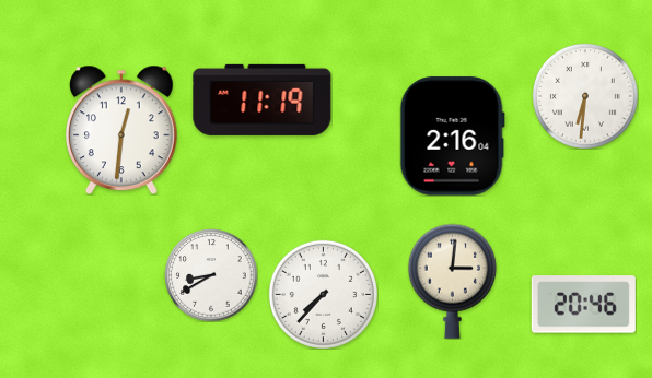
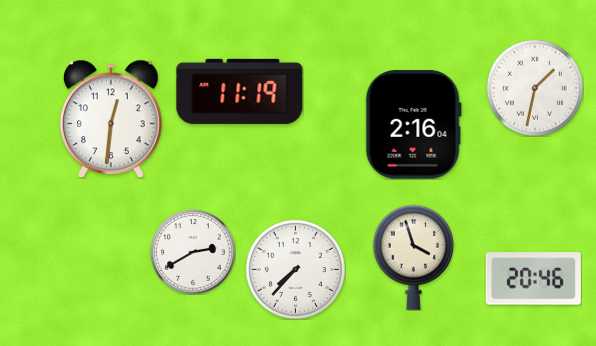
clock at (585, 96): 6:31 -> 1:32
clock at (211, 275): 8:40 -> 2:40
clock at (452, 281): 3:01 -> 3:57
